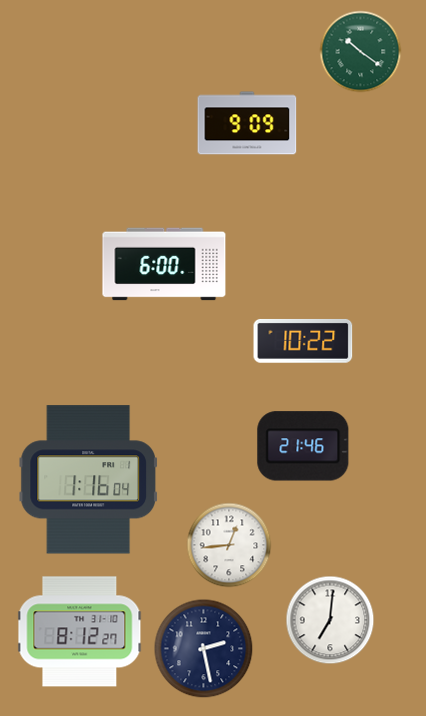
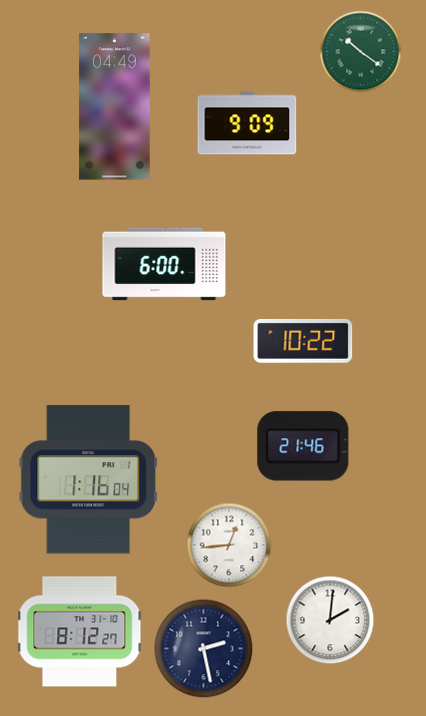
clock at (115, 107): none -> 04:49
clock at (330, 620): 7:01 -> 2:01
